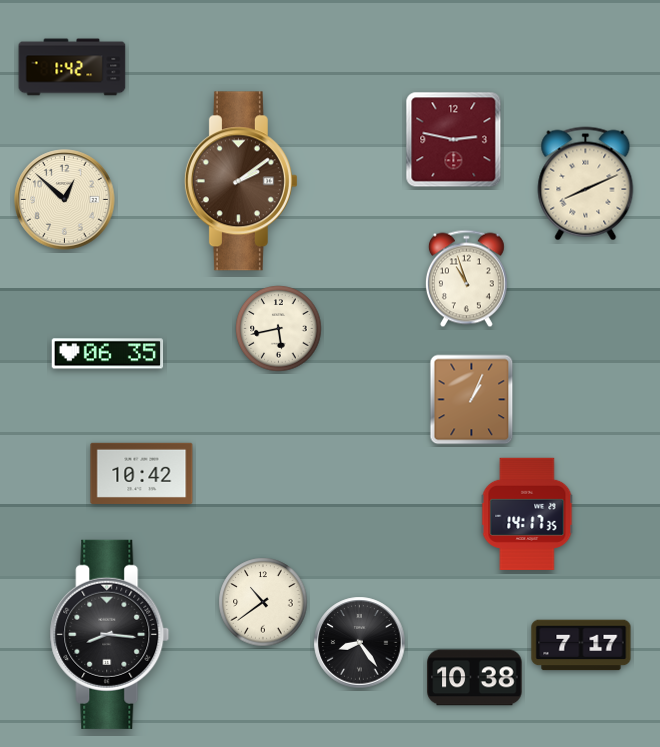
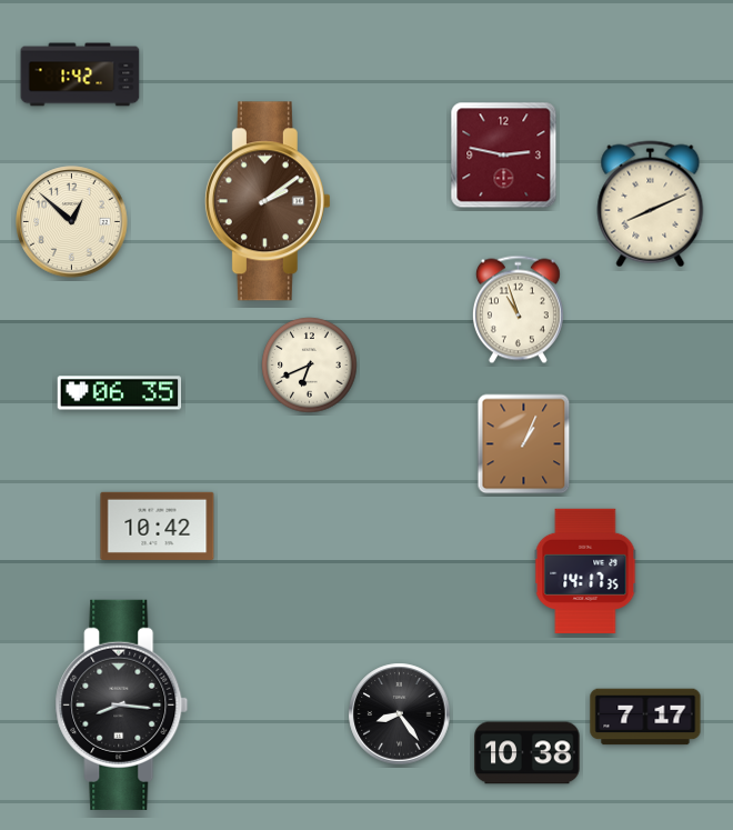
clock at (279, 329): 5:43 -> 6:41
clock at (263, 602): 10:39 -> none
